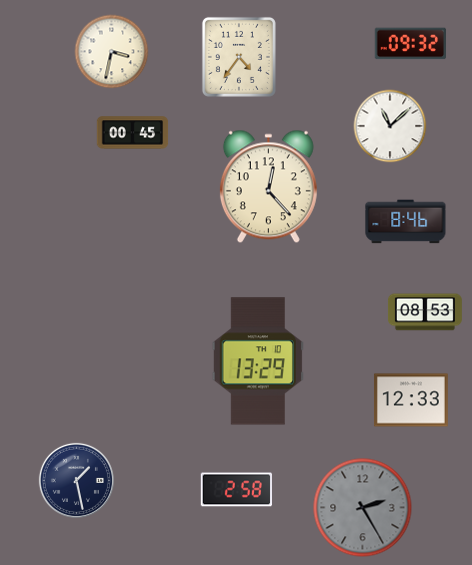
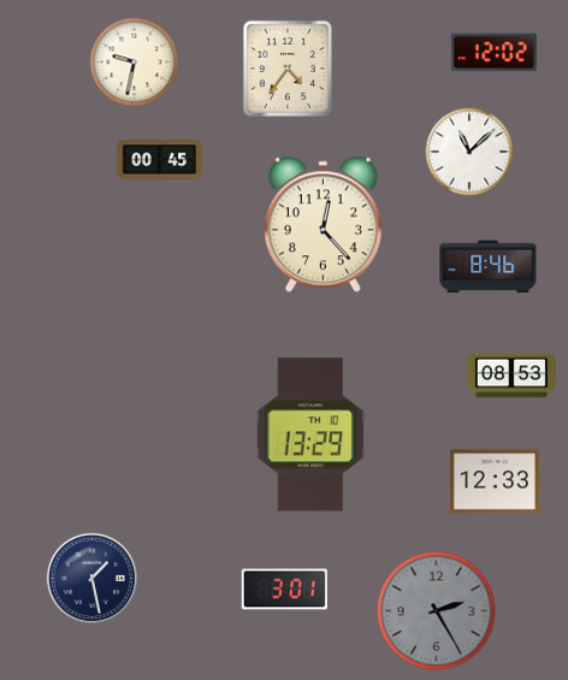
clock at (410, 44): 09:32 -> 12:02
clock at (112, 52): 3:32 -> 9:32
clock at (236, 490): 2:58 -> 3:01
